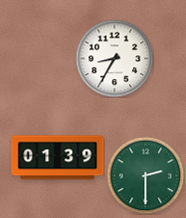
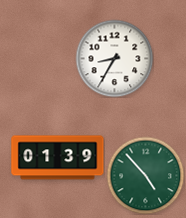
clock at (145, 175): 2:30 -> 4:53
